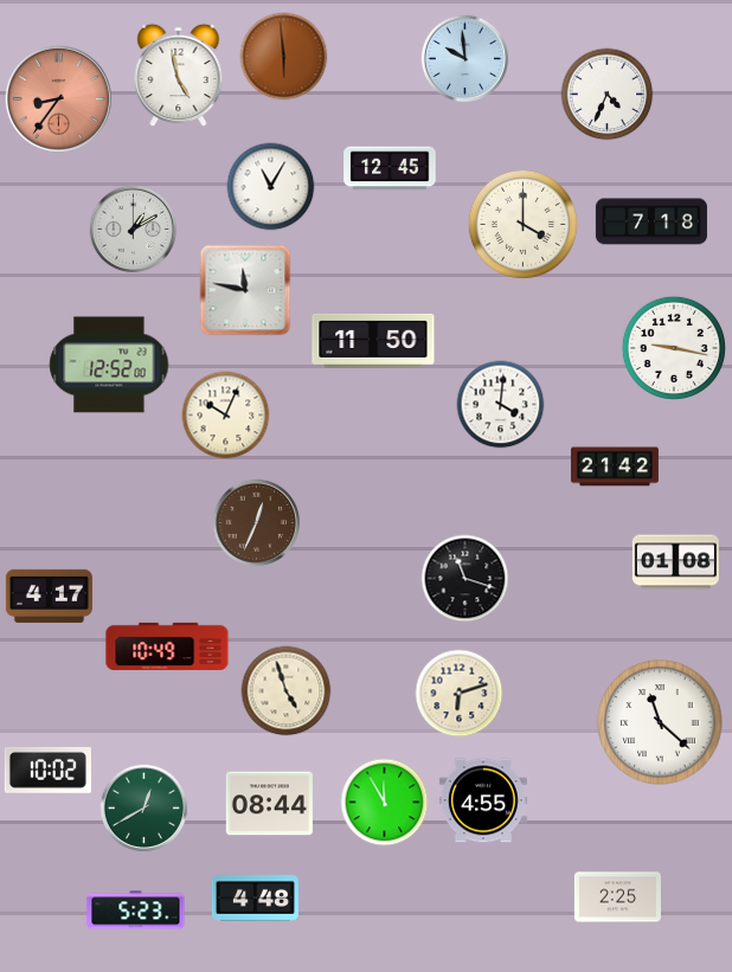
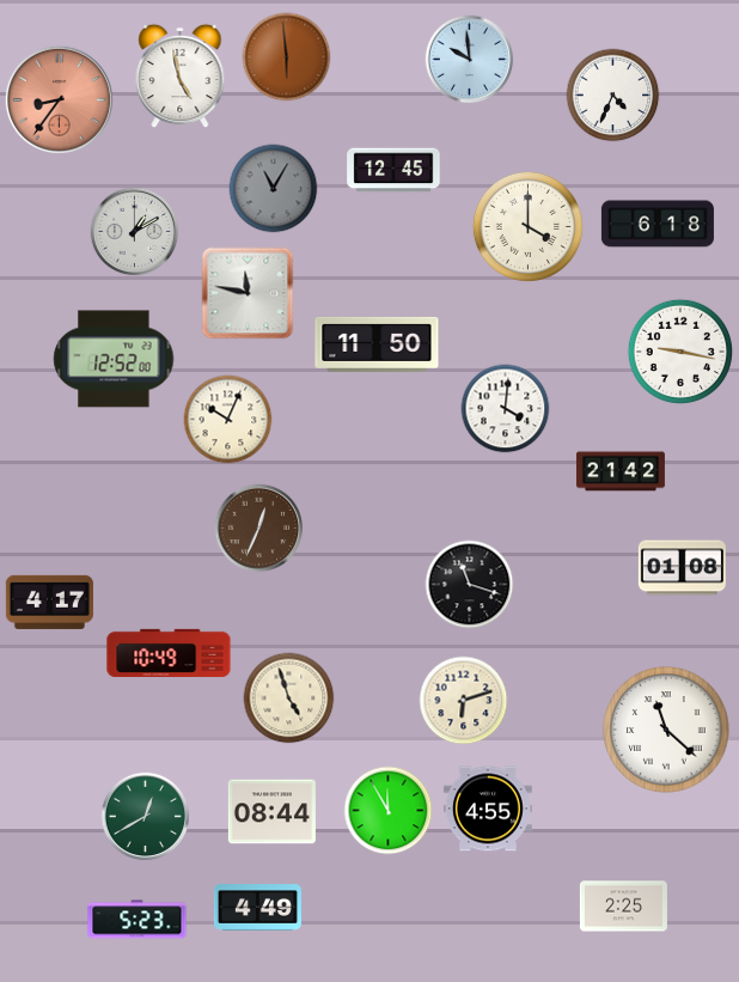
clock at (271, 187) dial: white -> grey
clock at (651, 221): 7:18 -> 6:18
clock at (109, 365) position: (109, 365) -> (114, 359)
clock at (47, 770): 10:02 -> none
clock at (255, 899): 4:48 -> 4:49
